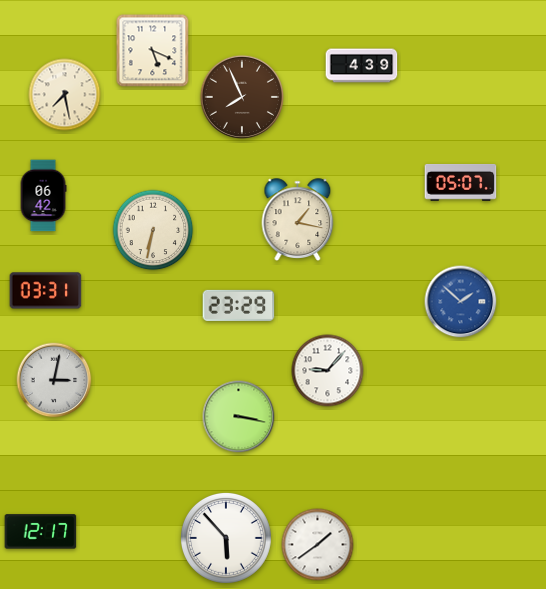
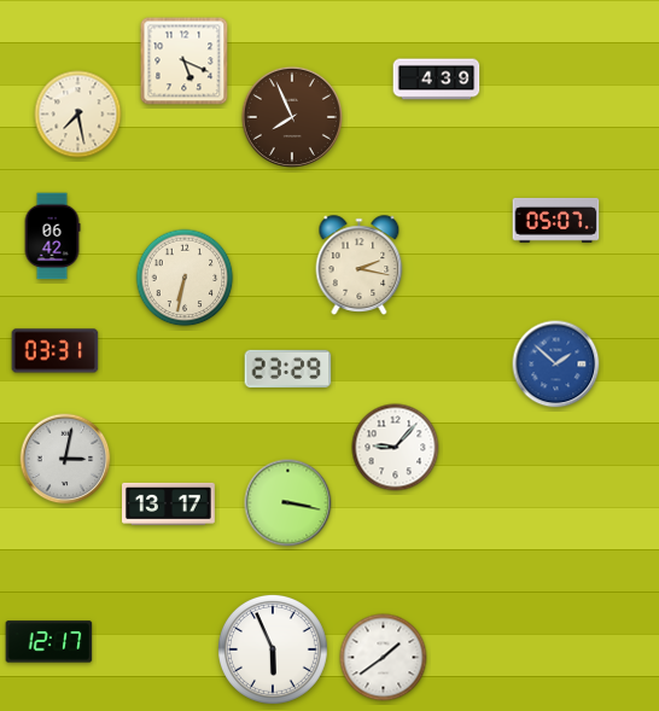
clock at (298, 220): 1:17 -> 2:17
clock at (169, 503): none -> 13:17
clock at (226, 538): 5:53 -> 5:56
